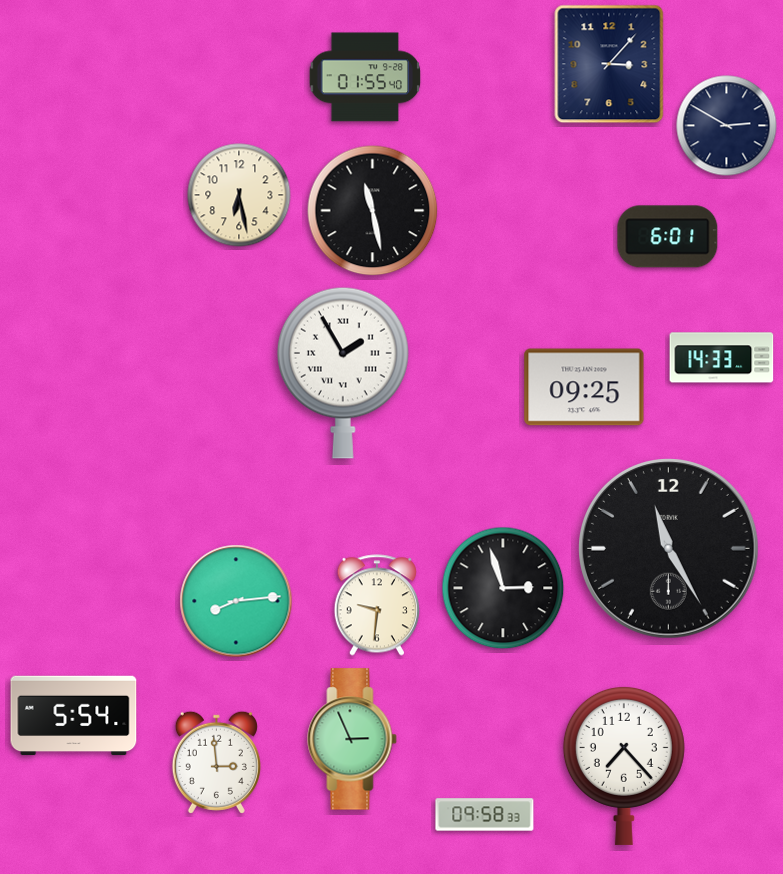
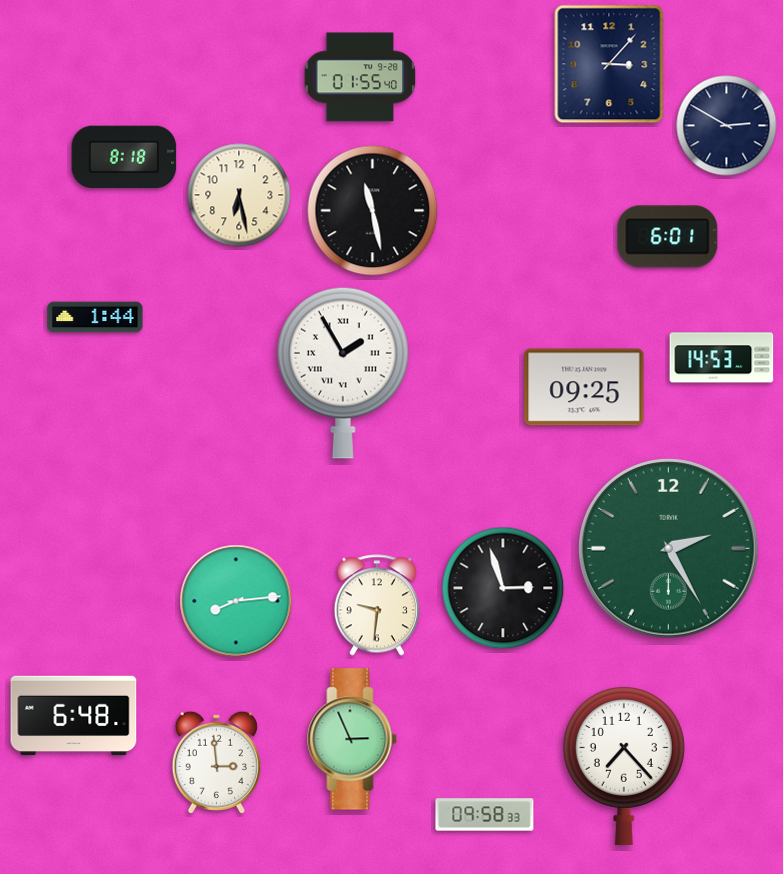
clock at (365, 77) position: (365, 77) -> (360, 77)
clock at (124, 157): none -> 8:18
clock at (95, 317): none -> 1:44
clock at (722, 358): 14:33 -> 14:53
clock at (669, 549): 11:25 -> 2:25
clock at (669, 549) dial: black -> green
clock at (74, 716): 5:54 -> 6:48
